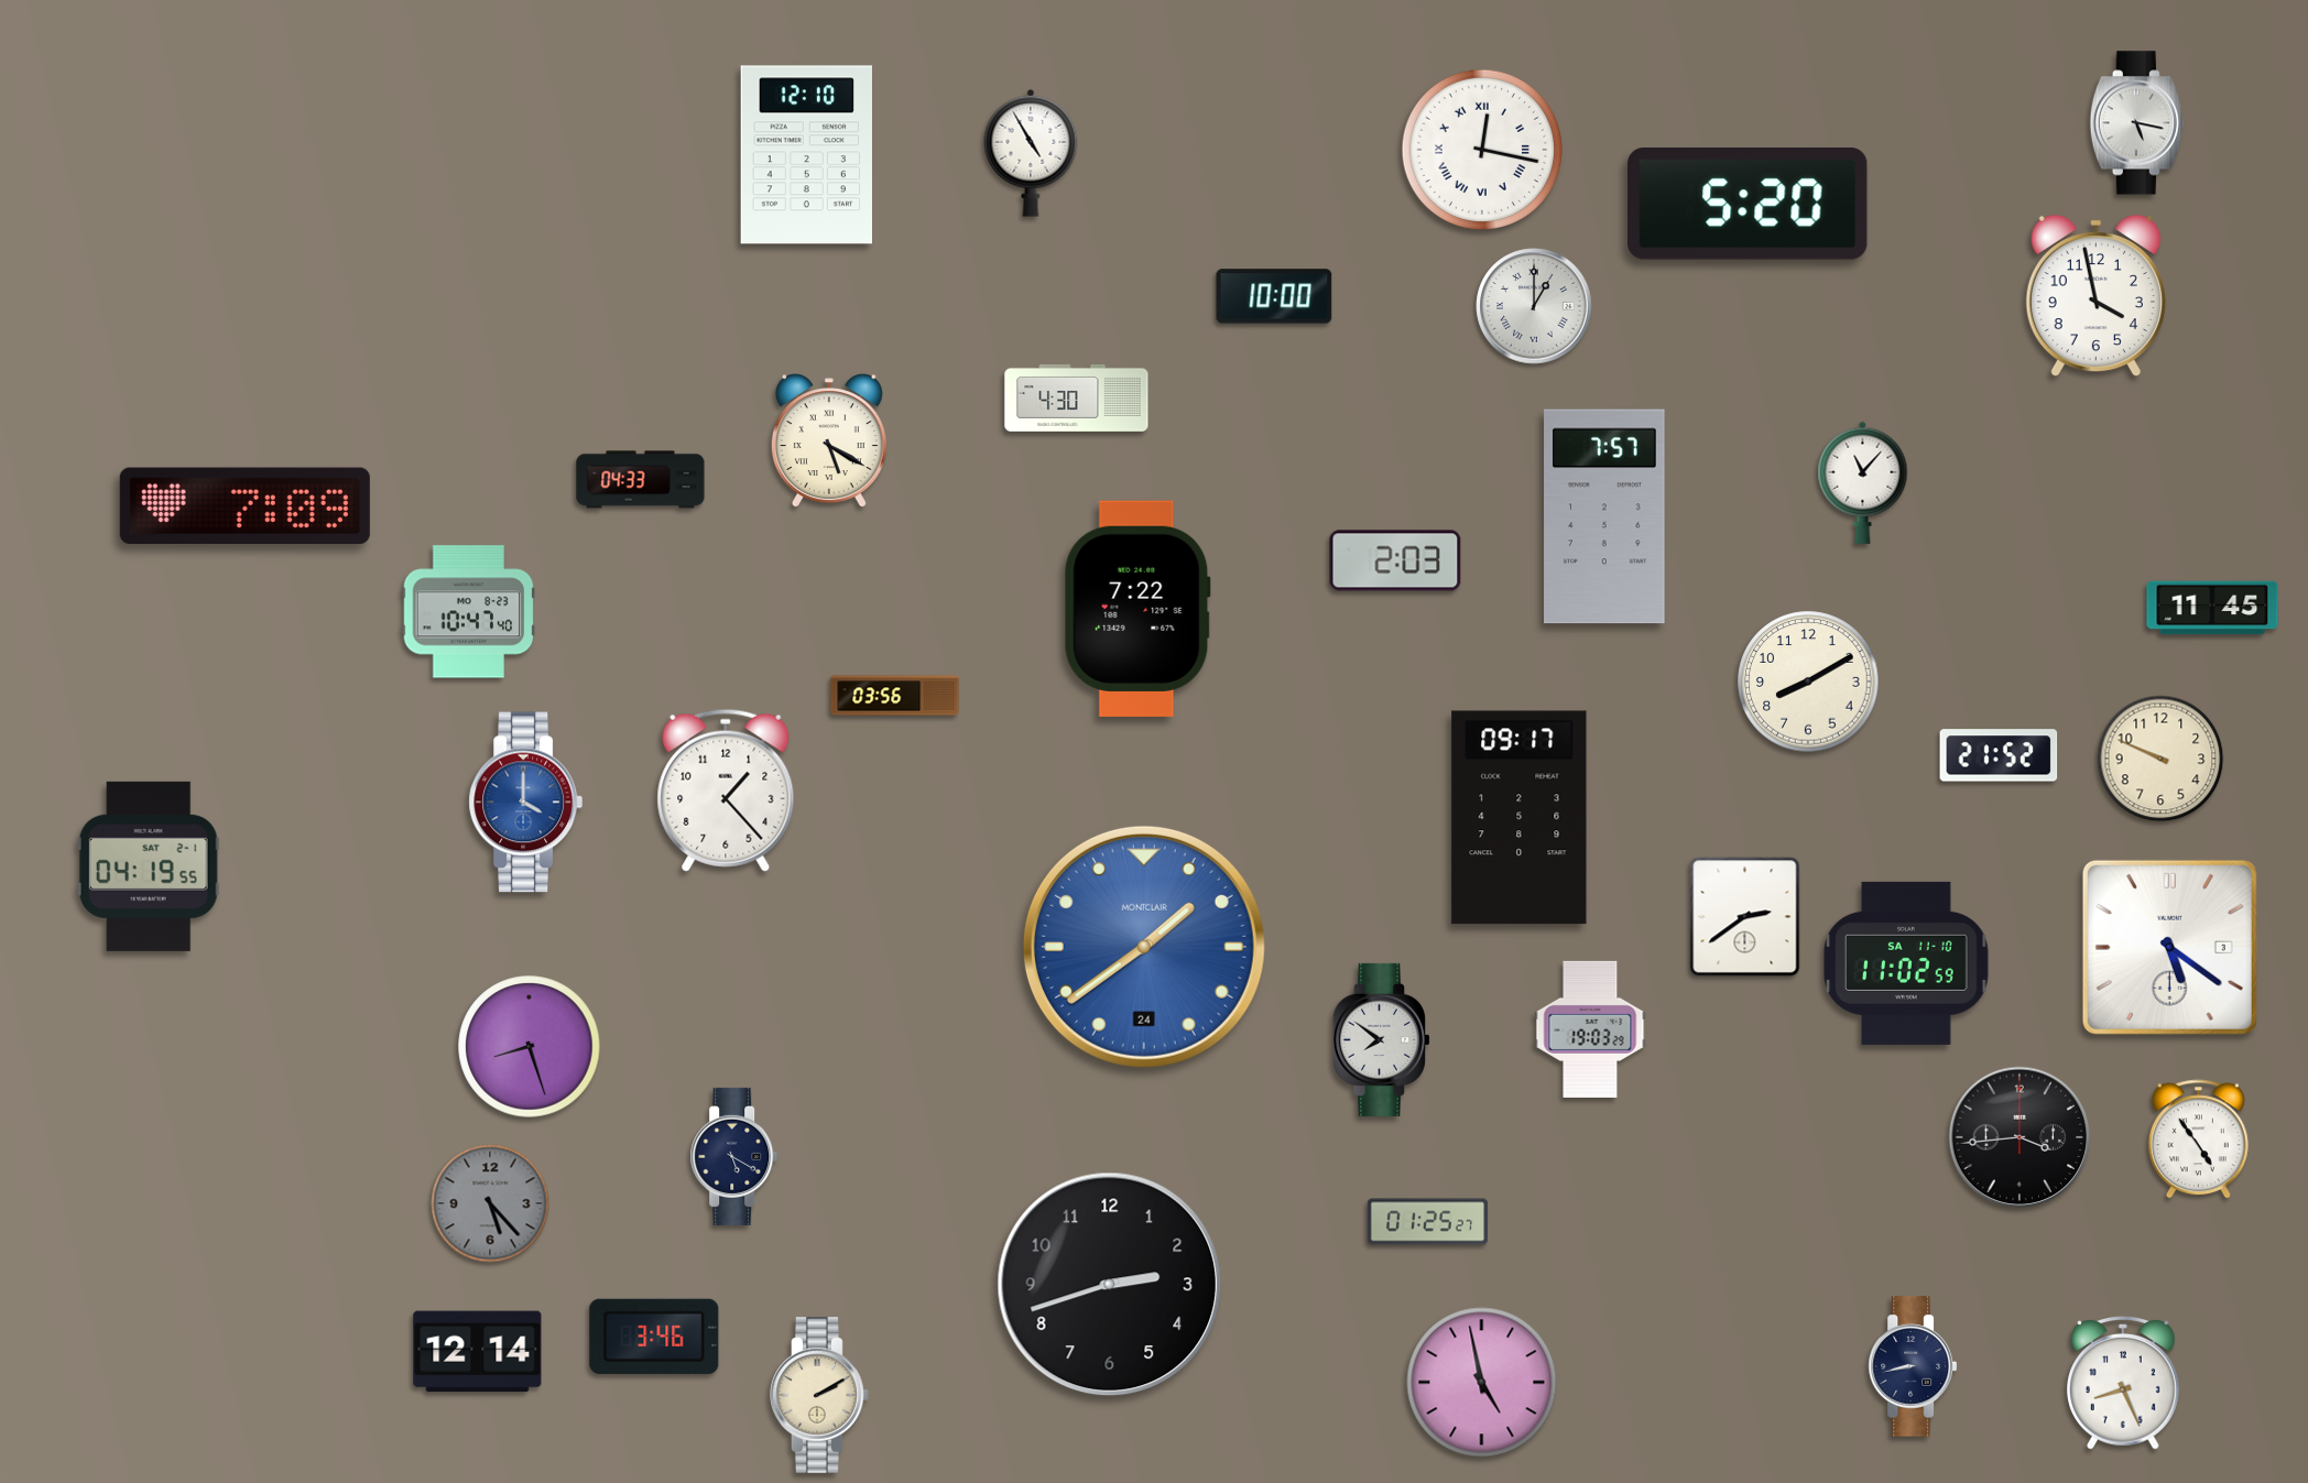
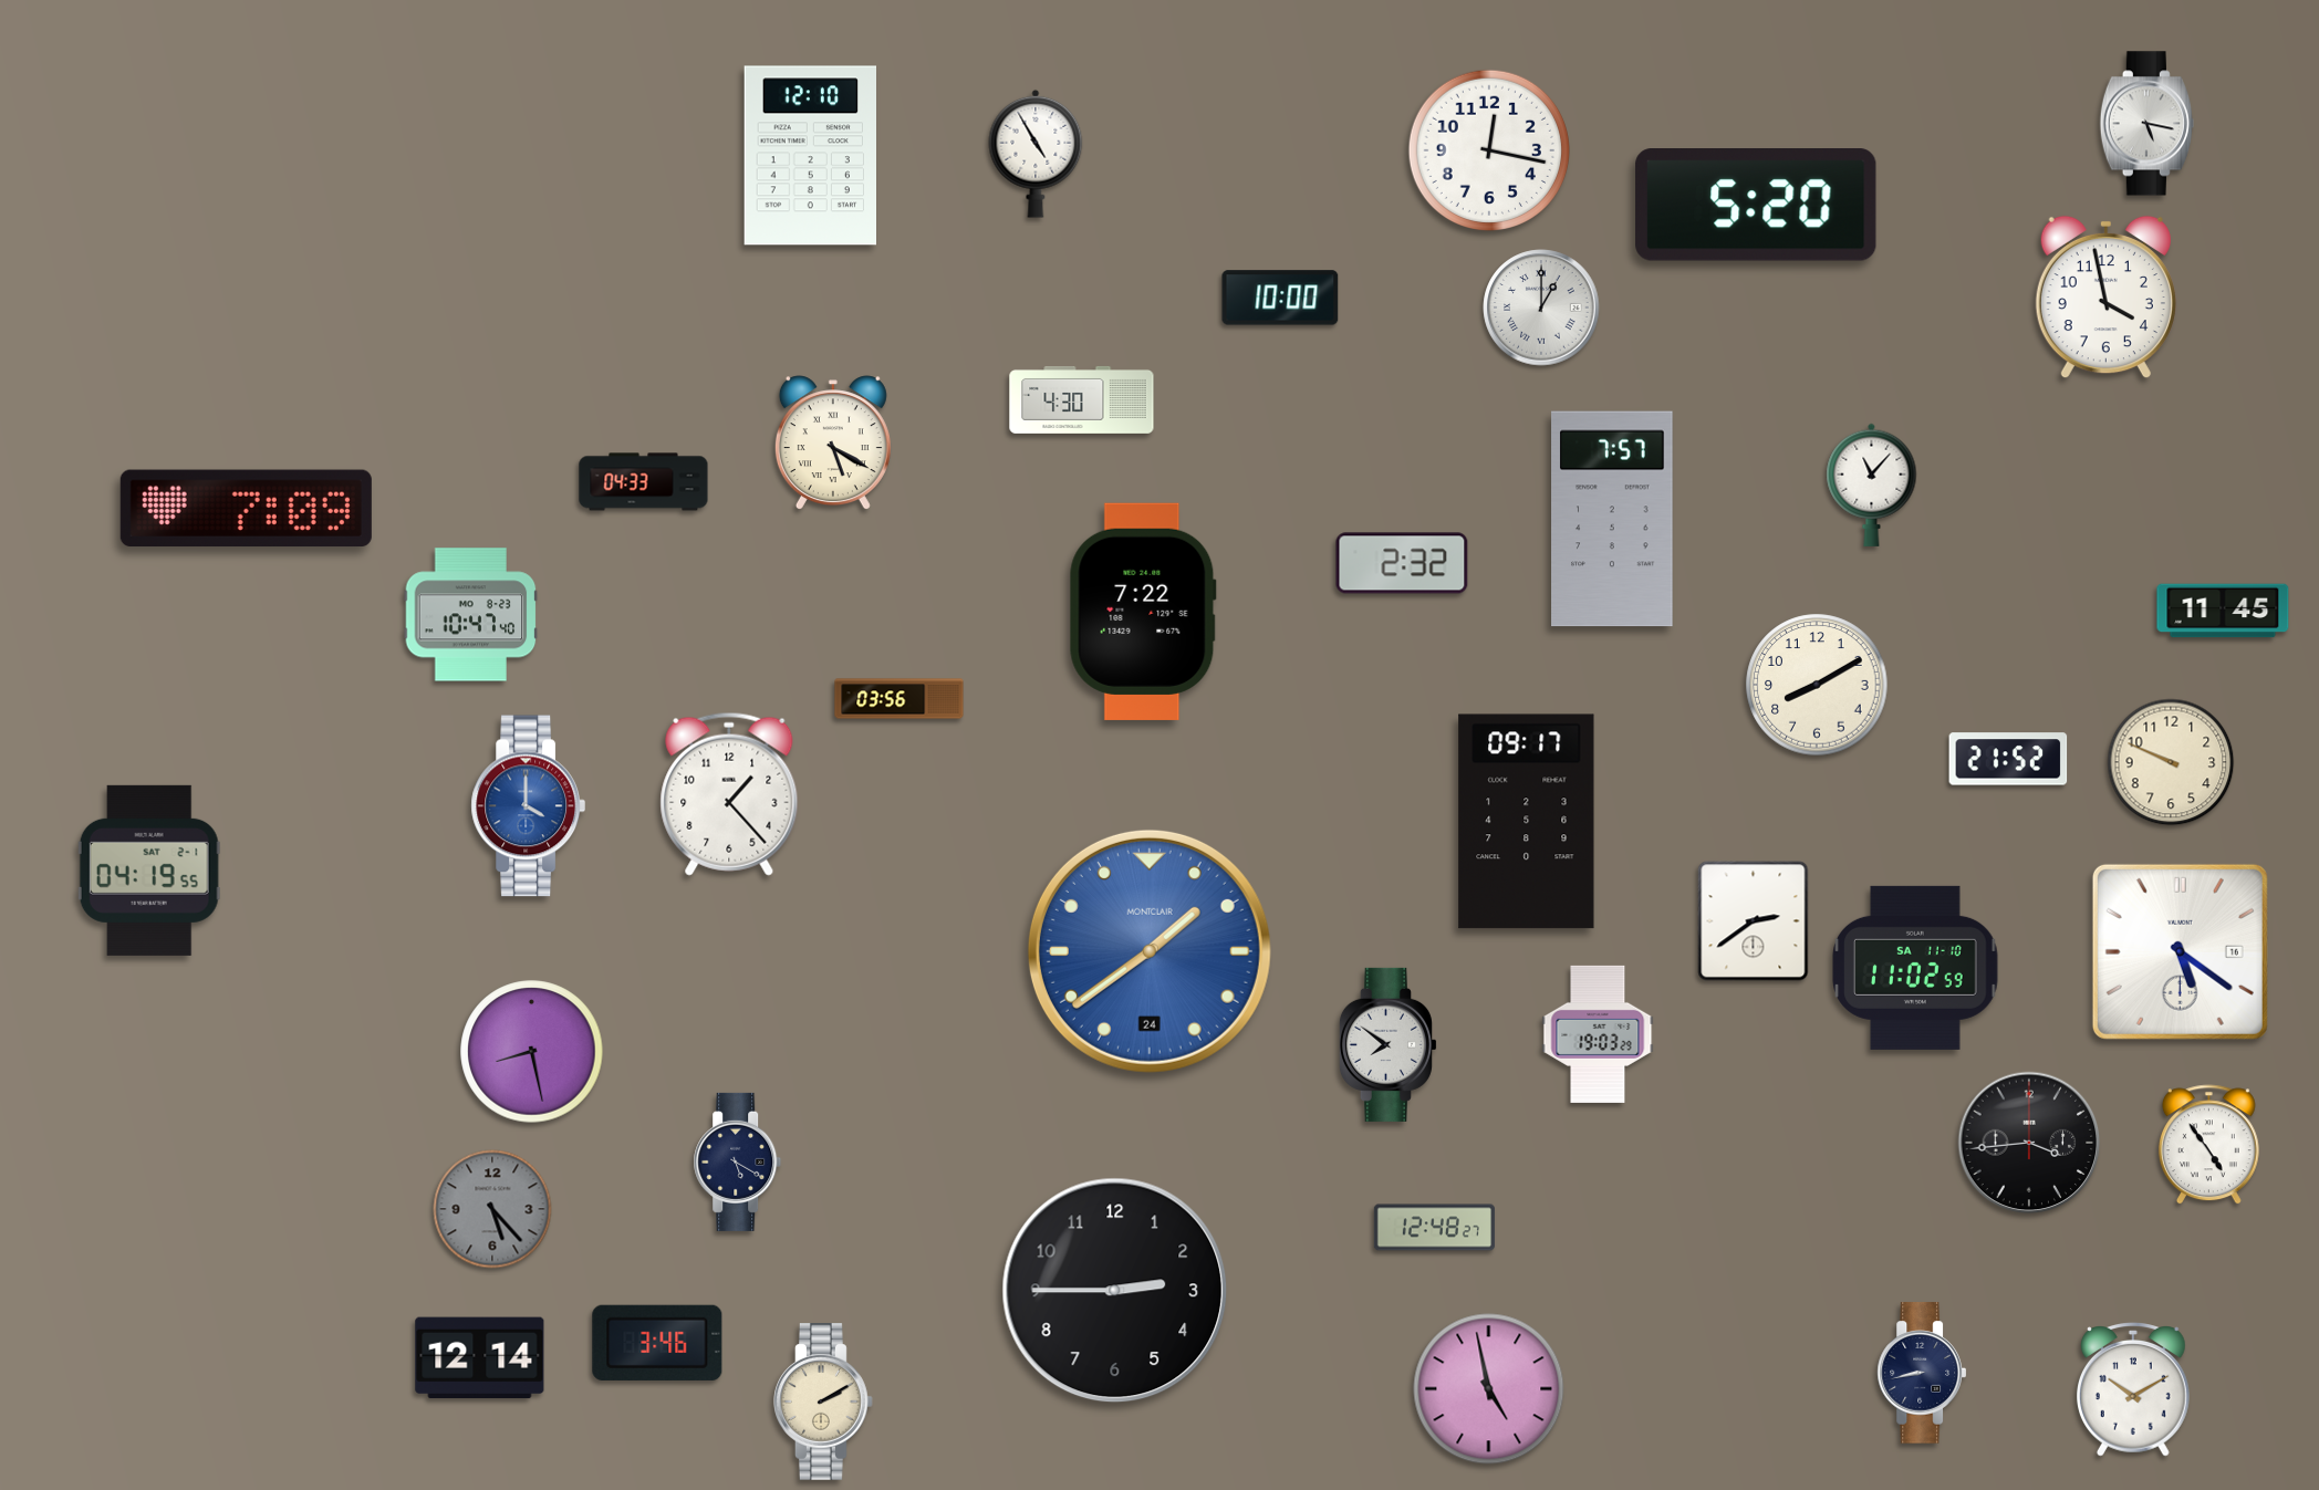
clock at (1482, 150) numerals: Roman -> Arabic
clock at (1395, 560): 2:03 -> 2:32
clock at (2169, 947) date: 3 -> 16
clock at (530, 1047): 8:27 -> 8:28
clock at (1427, 1222): 01:25 -> 12:48
clock at (1110, 1285): 2:42 -> 2:45
clock at (2124, 1384): 8:26 -> 10:10
